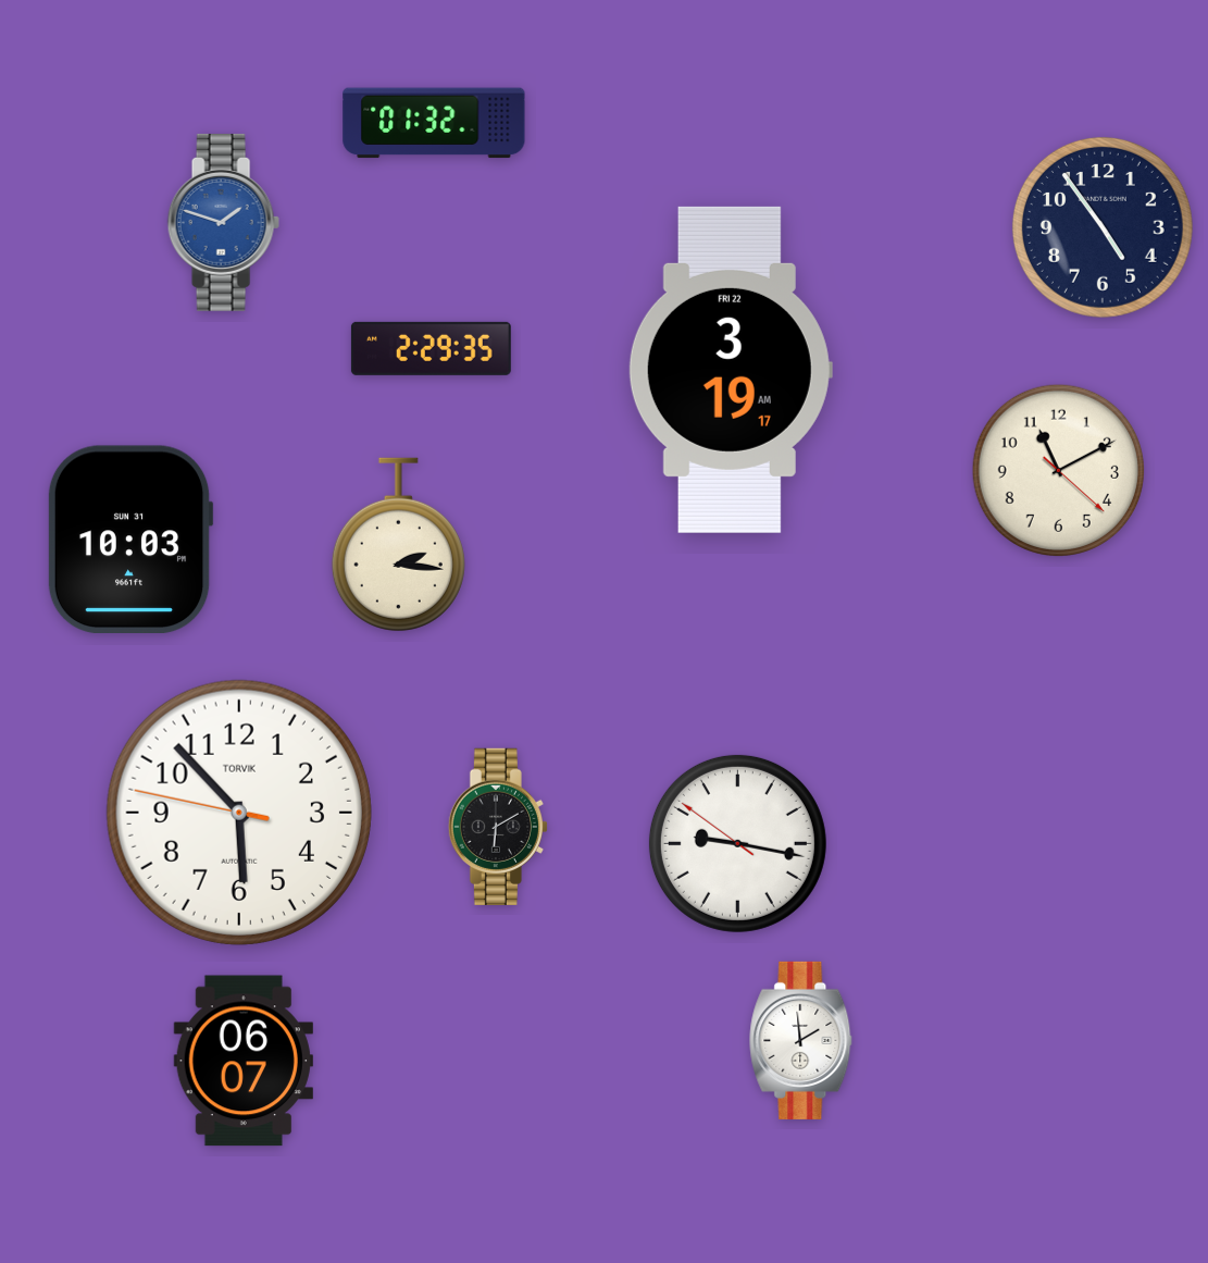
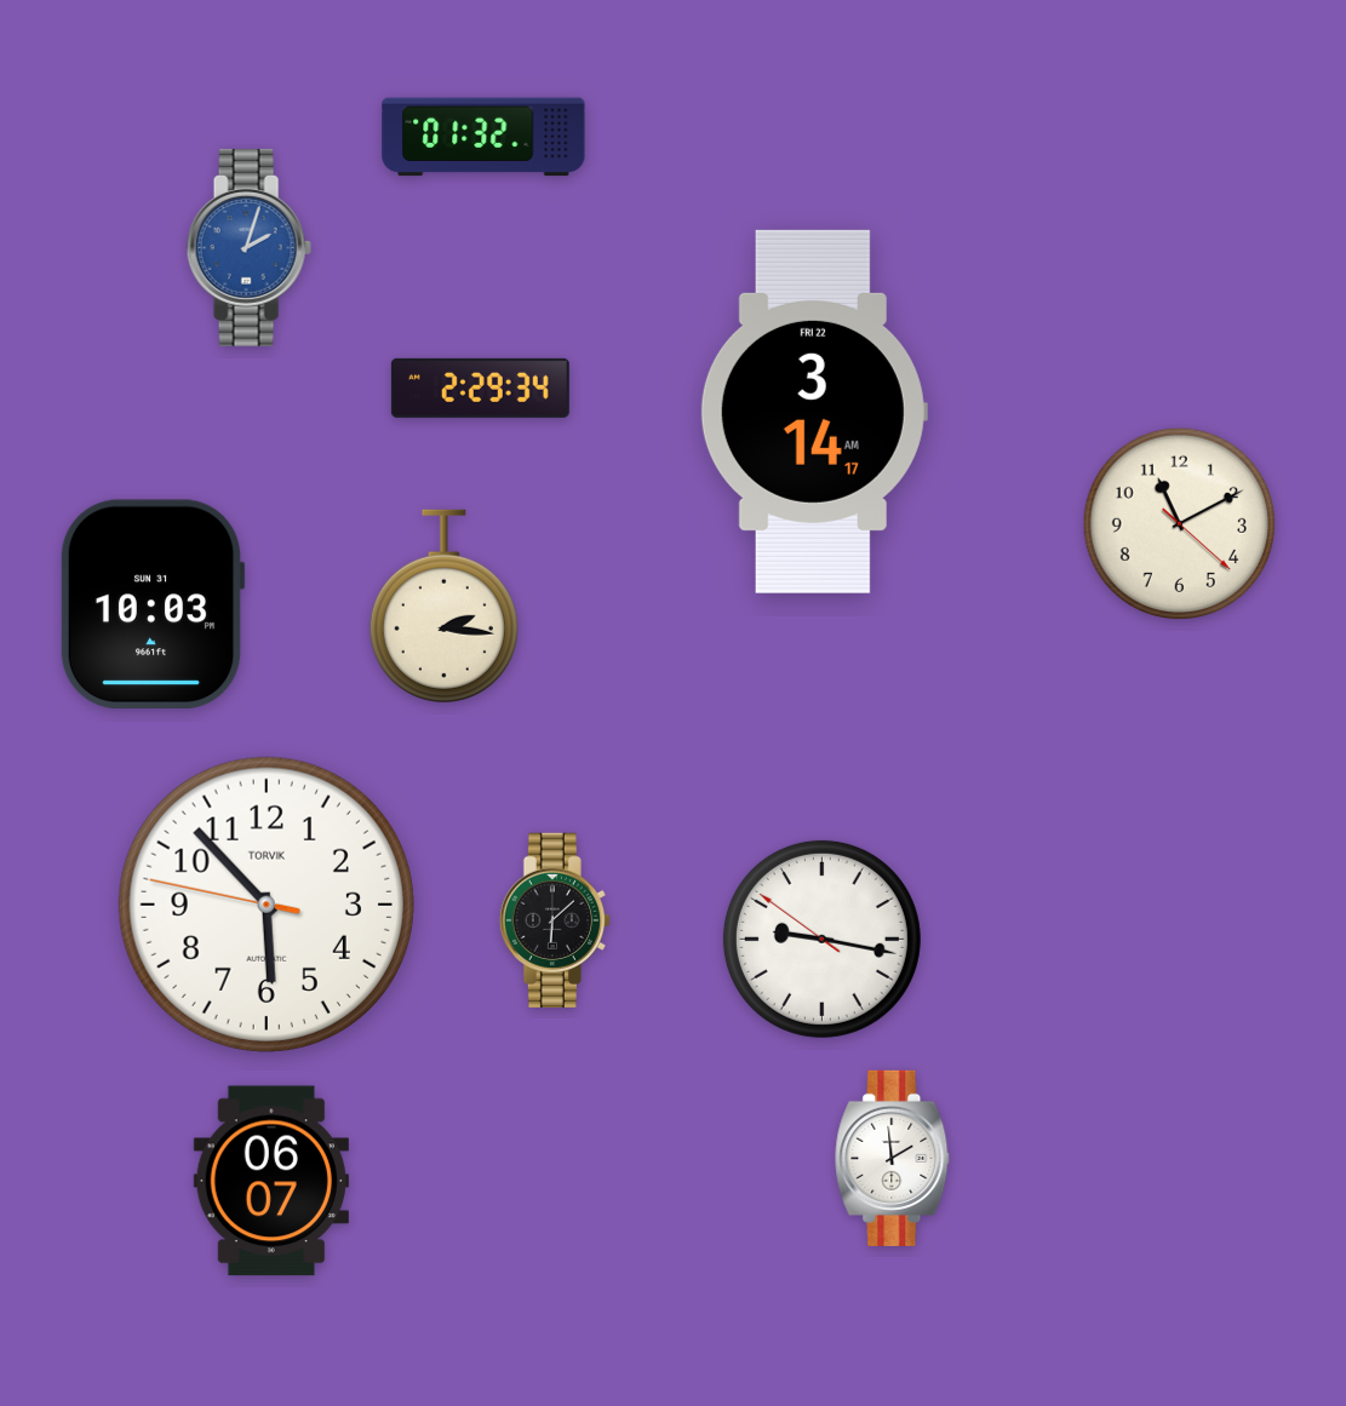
clock at (223, 222): 1:48 -> 2:03
clock at (1103, 227): 4:54 -> none
clock at (431, 348): 2:29:35 -> 2:29:34
clock at (731, 370): 3:19 -> 3:14
clock at (130, 538) position: (130, 538) -> (153, 603)
clock at (498, 827): 6:10 -> 6:08
